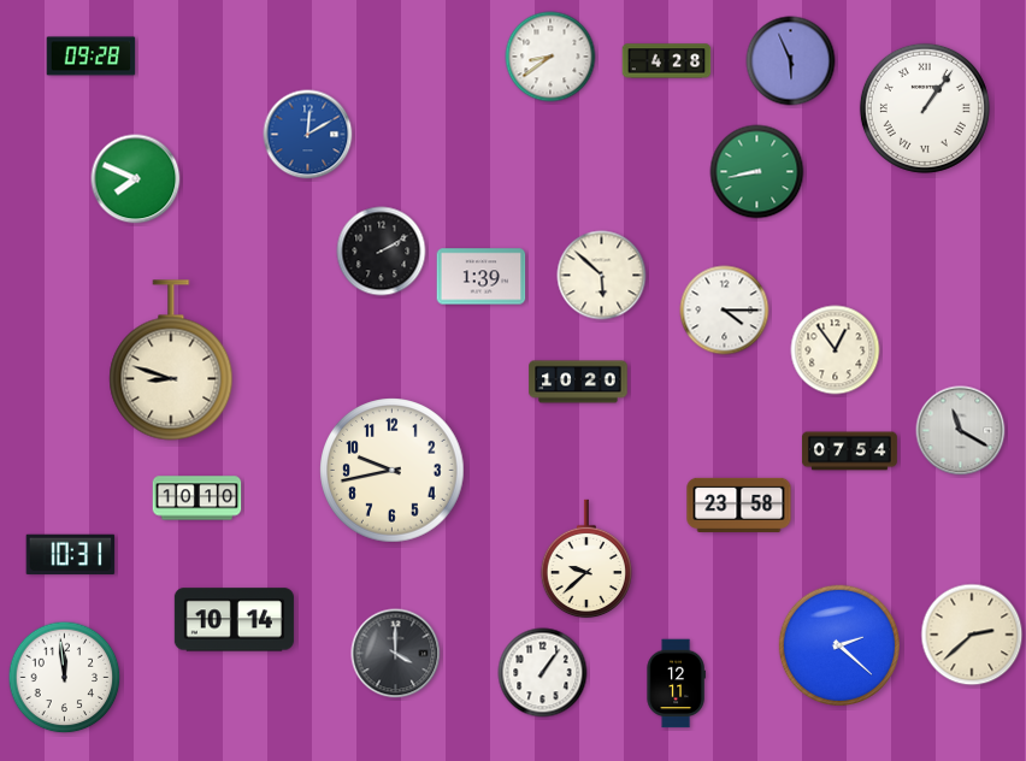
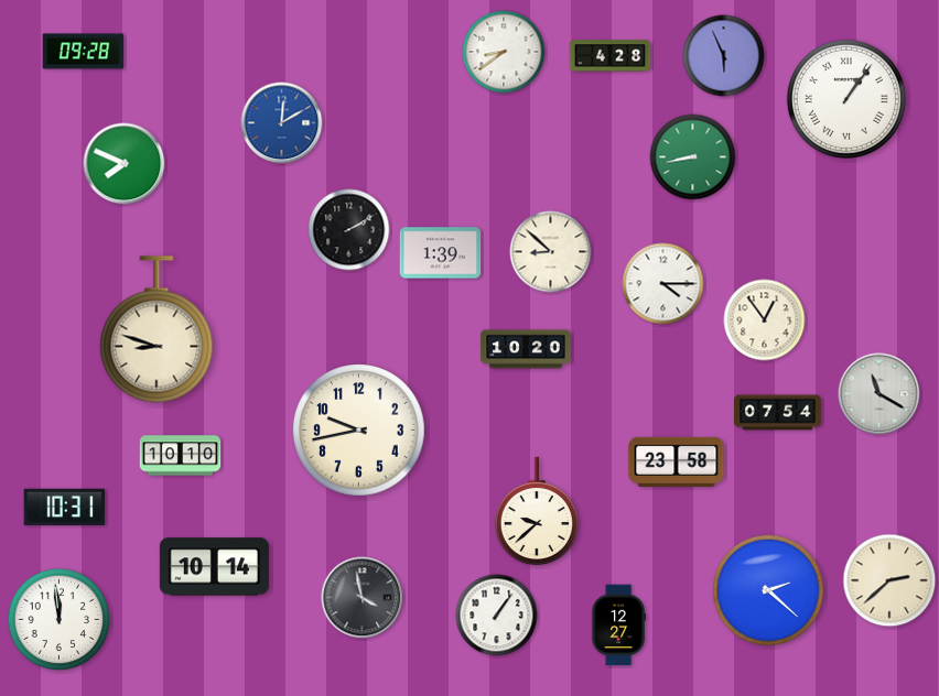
clock at (602, 276): 5:52 -> 8:52
clock at (578, 382) position: (578, 382) -> (526, 349)
clock at (396, 654): 4:00 -> 3:58
clock at (676, 684): 12:11 -> 12:27
